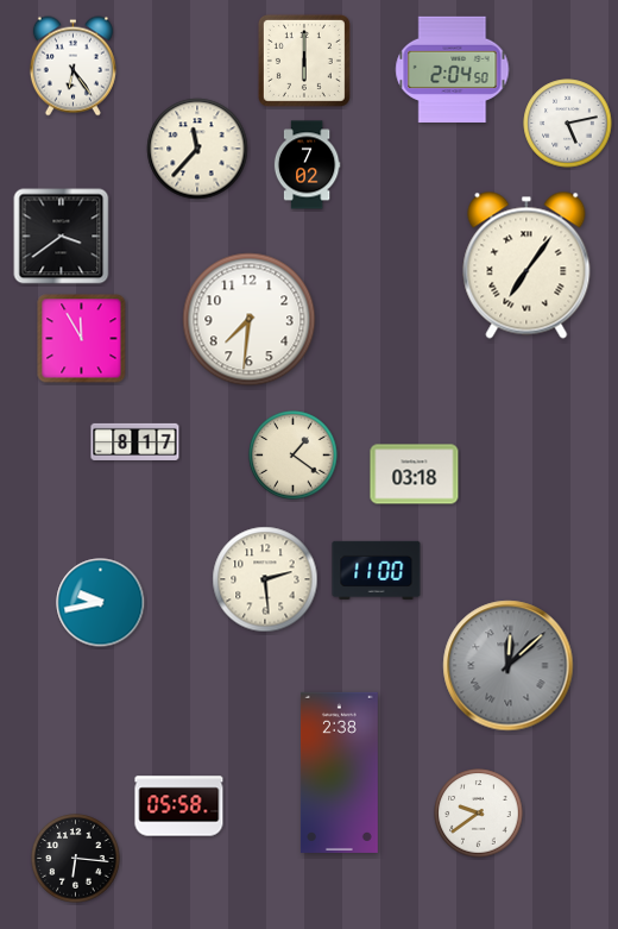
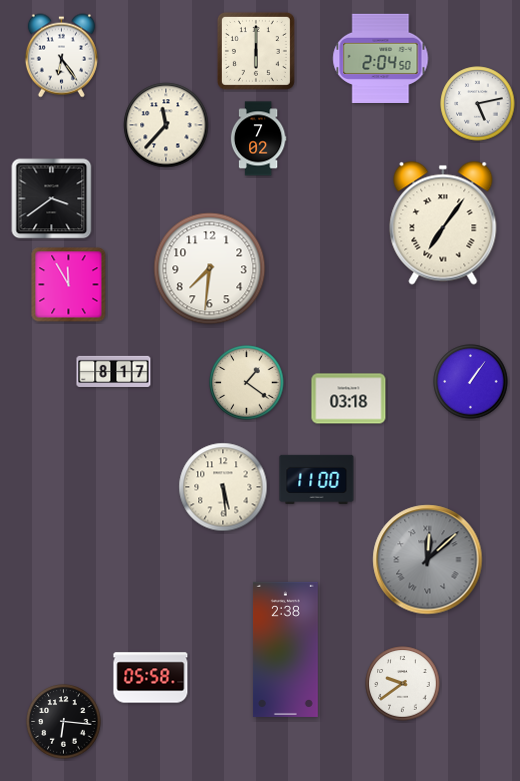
clock at (471, 382): none -> 1:06
clock at (265, 579): 2:29 -> 5:29
clock at (101, 603): 9:43 -> none
